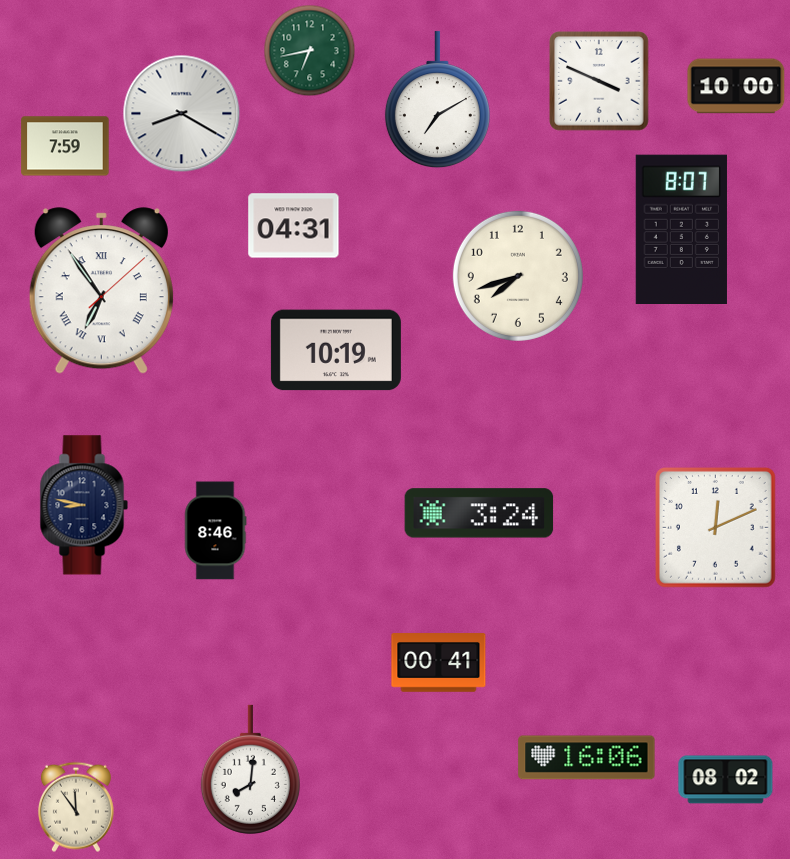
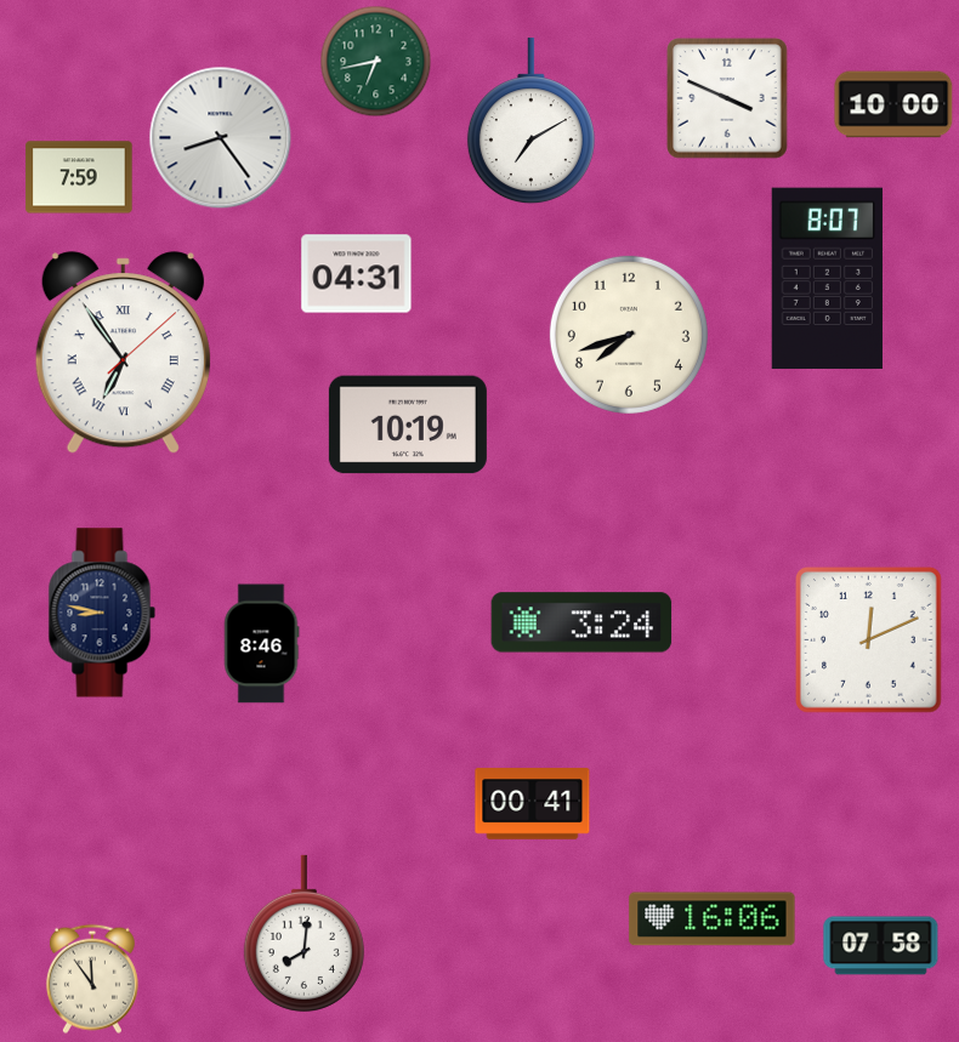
clock at (182, 114): 8:20 -> 8:24
clock at (726, 780): 08:02 -> 07:58
